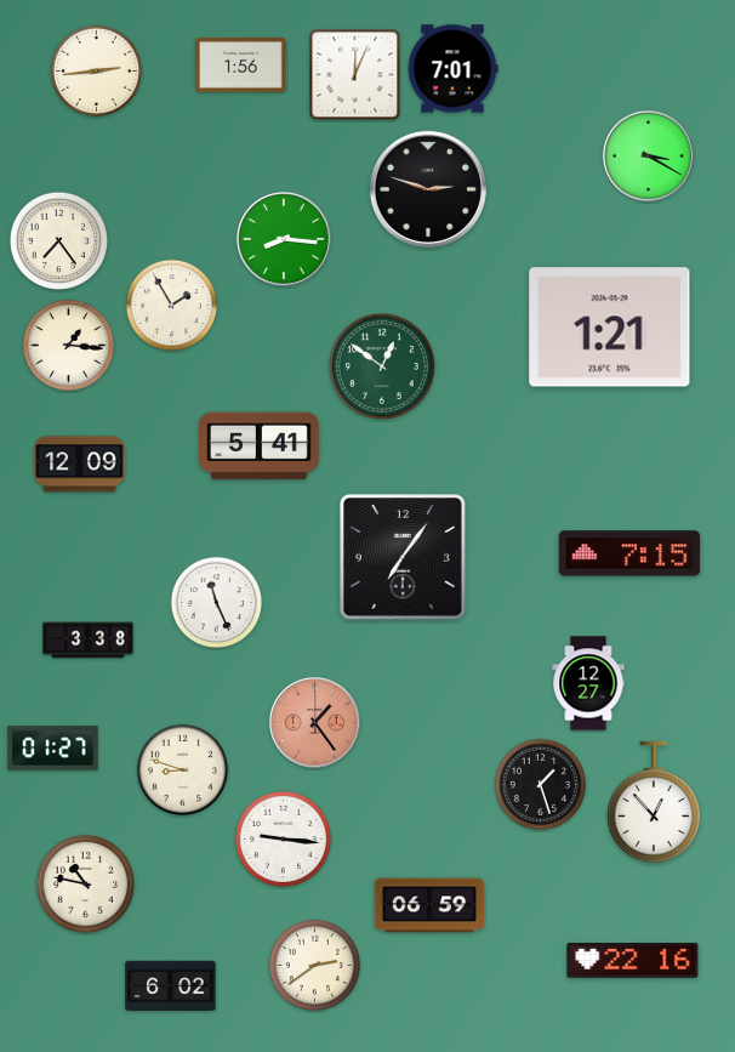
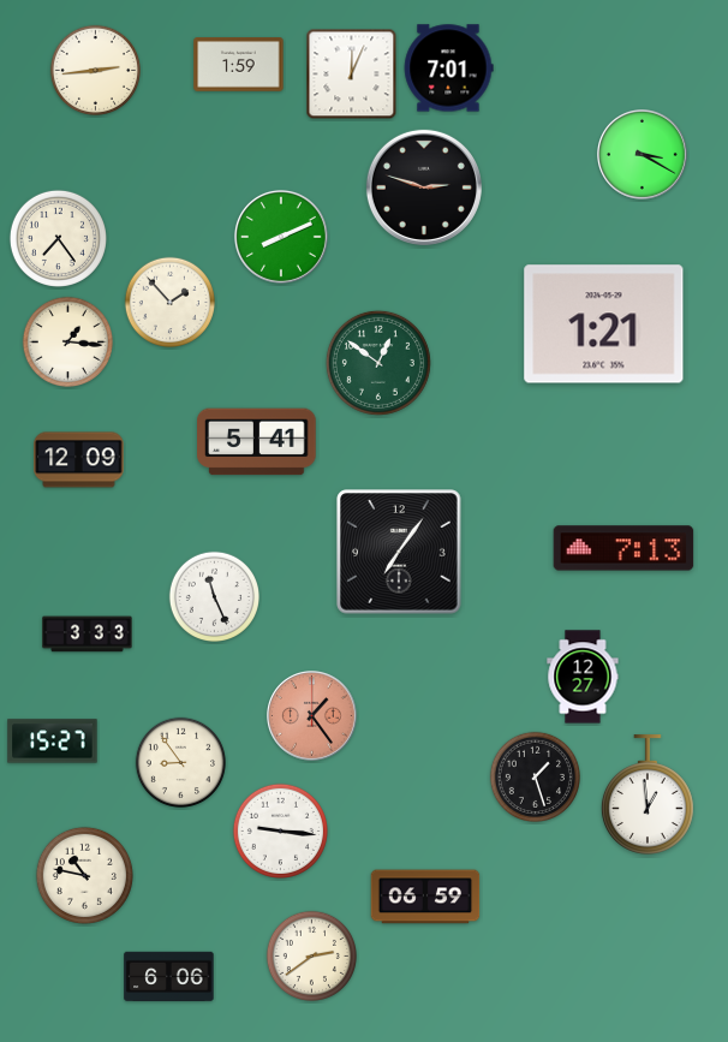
clock at (241, 66): 1:56 -> 1:59
clock at (284, 239): 8:16 -> 8:11
clock at (171, 305): 1:55 -> 1:53
clock at (629, 553): 7:15 -> 7:13
clock at (89, 641): 3:38 -> 3:33
clock at (53, 749): 01:27 -> 15:27
clock at (182, 769): 8:48 -> 8:54
clock at (654, 802): 12:53 -> 12:59
clock at (633, 961): 22:16 -> none
clock at (171, 986): 6:02 -> 6:06
